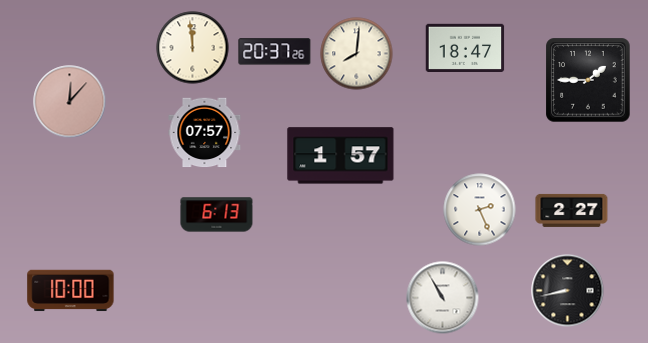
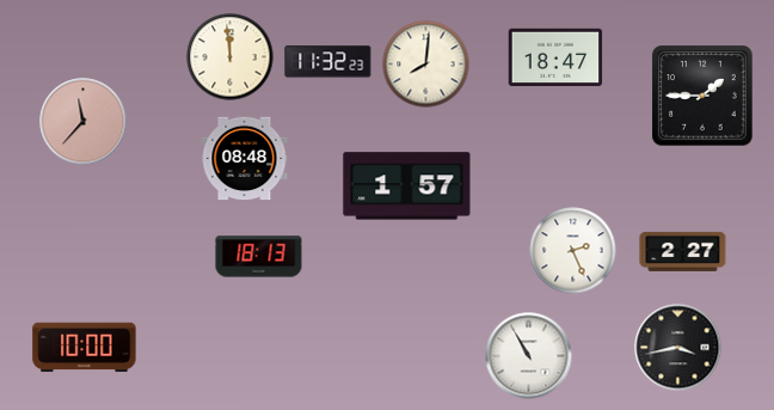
clock at (275, 52): 20:37 -> 11:32
clock at (70, 102): 12:07 -> 11:37
clock at (205, 133): 07:57 -> 08:48
clock at (217, 215): 6:13 -> 18:13
clock at (568, 291): 8:43 -> 3:43
